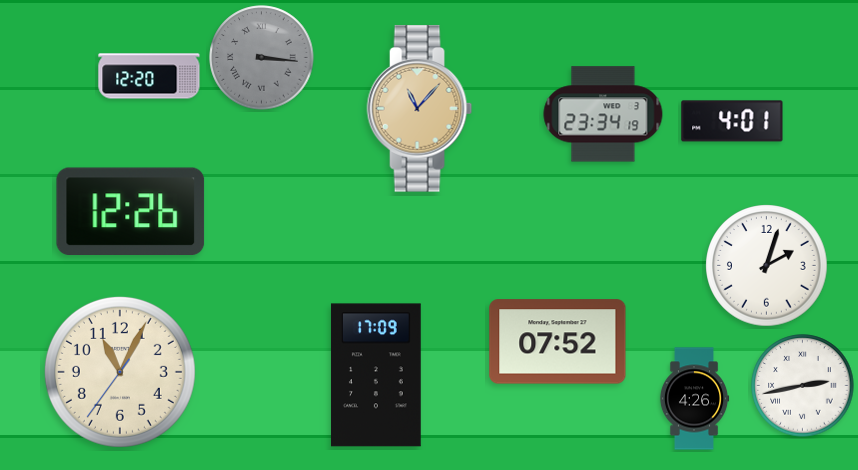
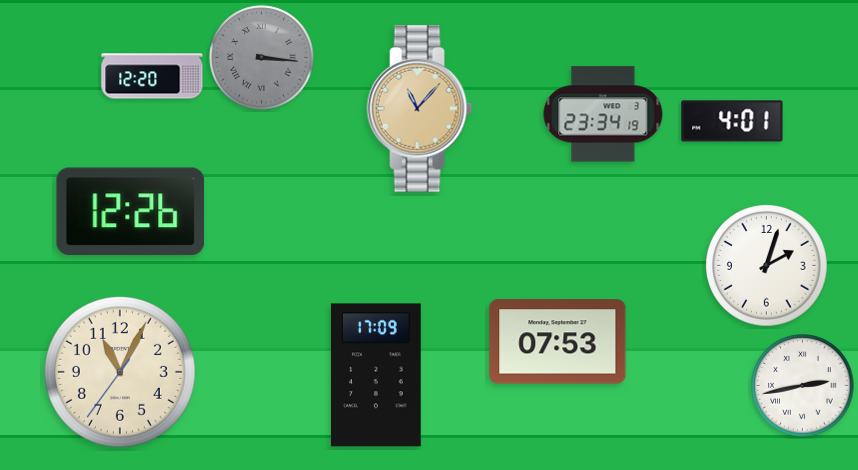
clock at (149, 76) position: (149, 76) -> (152, 76)
clock at (558, 342): 07:52 -> 07:53
clock at (694, 399): 4:26 -> none
